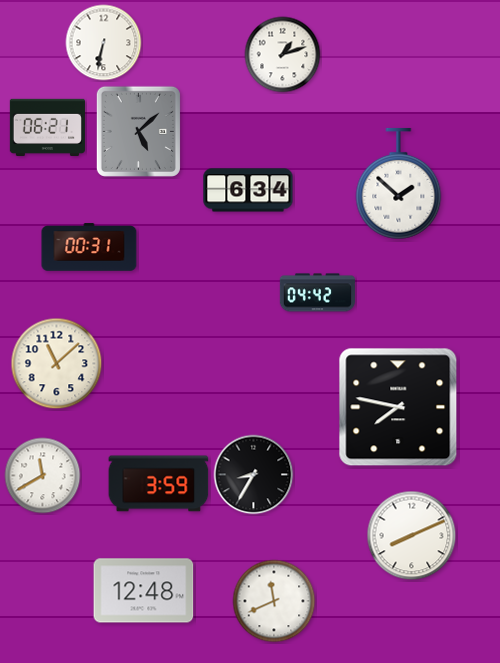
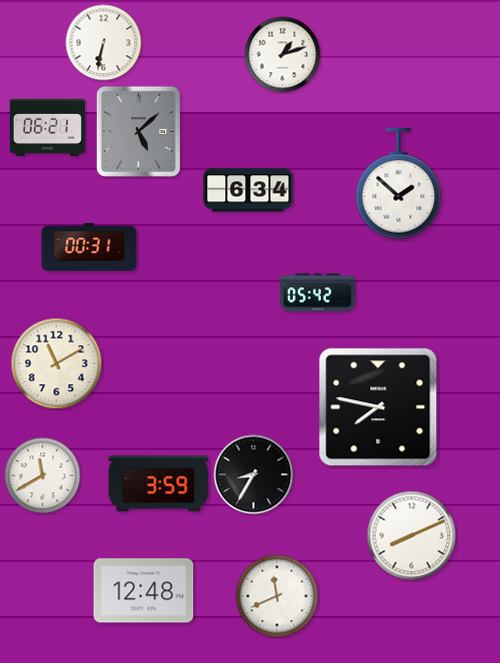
clock at (317, 293): 04:42 -> 05:42
clock at (57, 364): 11:08 -> 11:10
clock at (398, 407) position: (398, 407) -> (378, 407)
clock at (274, 601) position: (274, 601) -> (277, 596)
